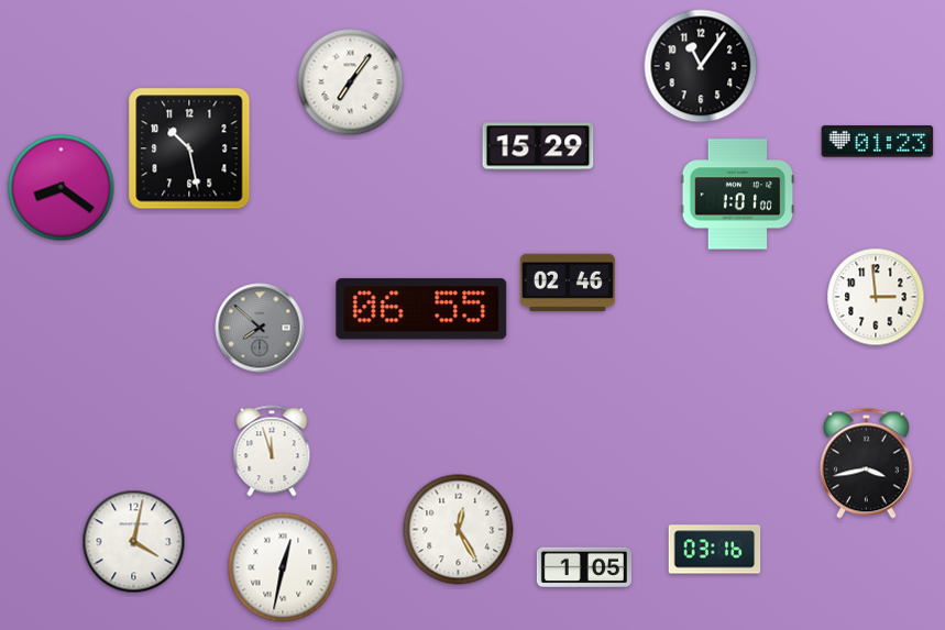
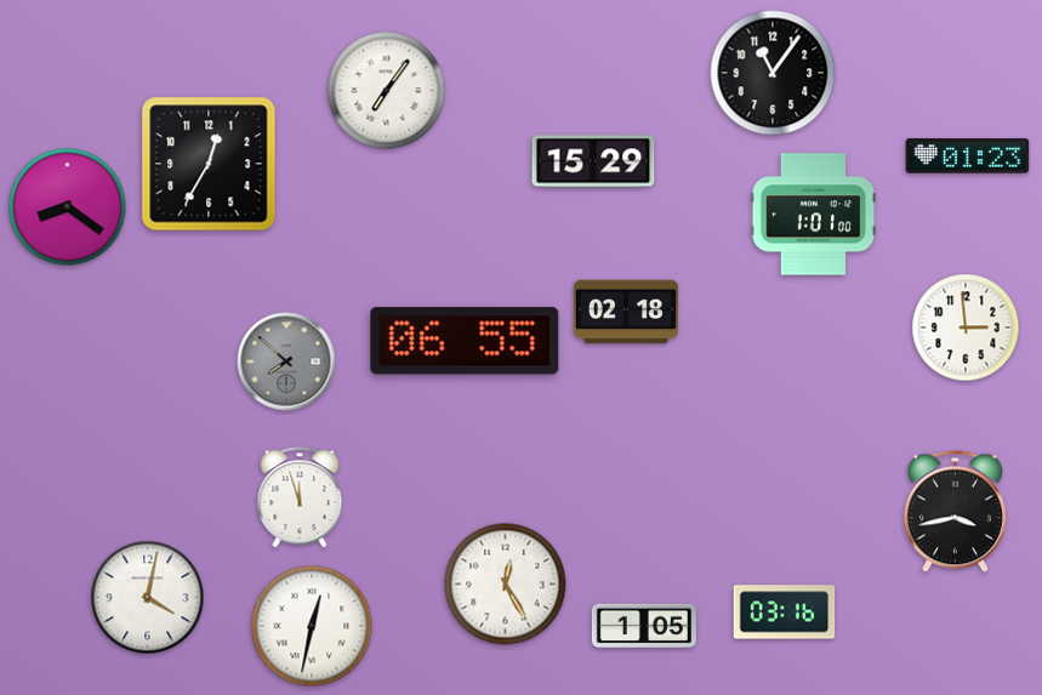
clock at (189, 148): 10:28 -> 12:35
clock at (568, 283): 02:46 -> 02:18
clock at (715, 550) position: (715, 550) -> (785, 613)
